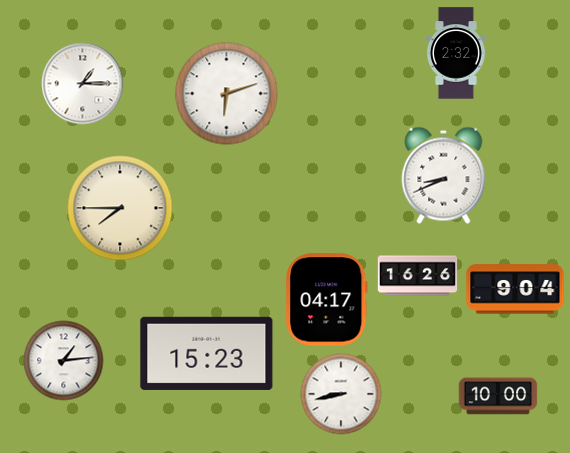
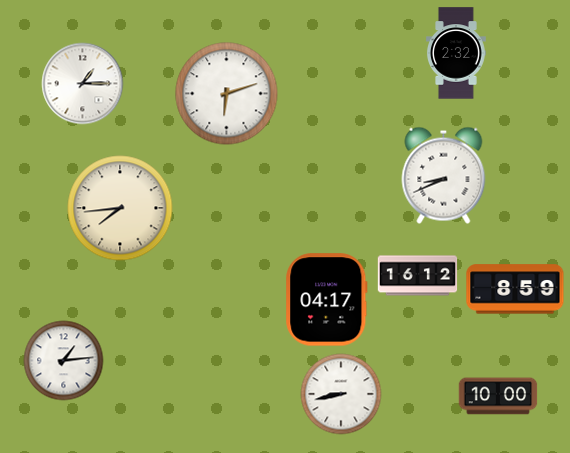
clock at (120, 208): 7:45 -> 7:44
clock at (418, 276): 16:26 -> 16:12
clock at (515, 289): 9:04 -> 8:59
clock at (207, 353): 15:23 -> none
